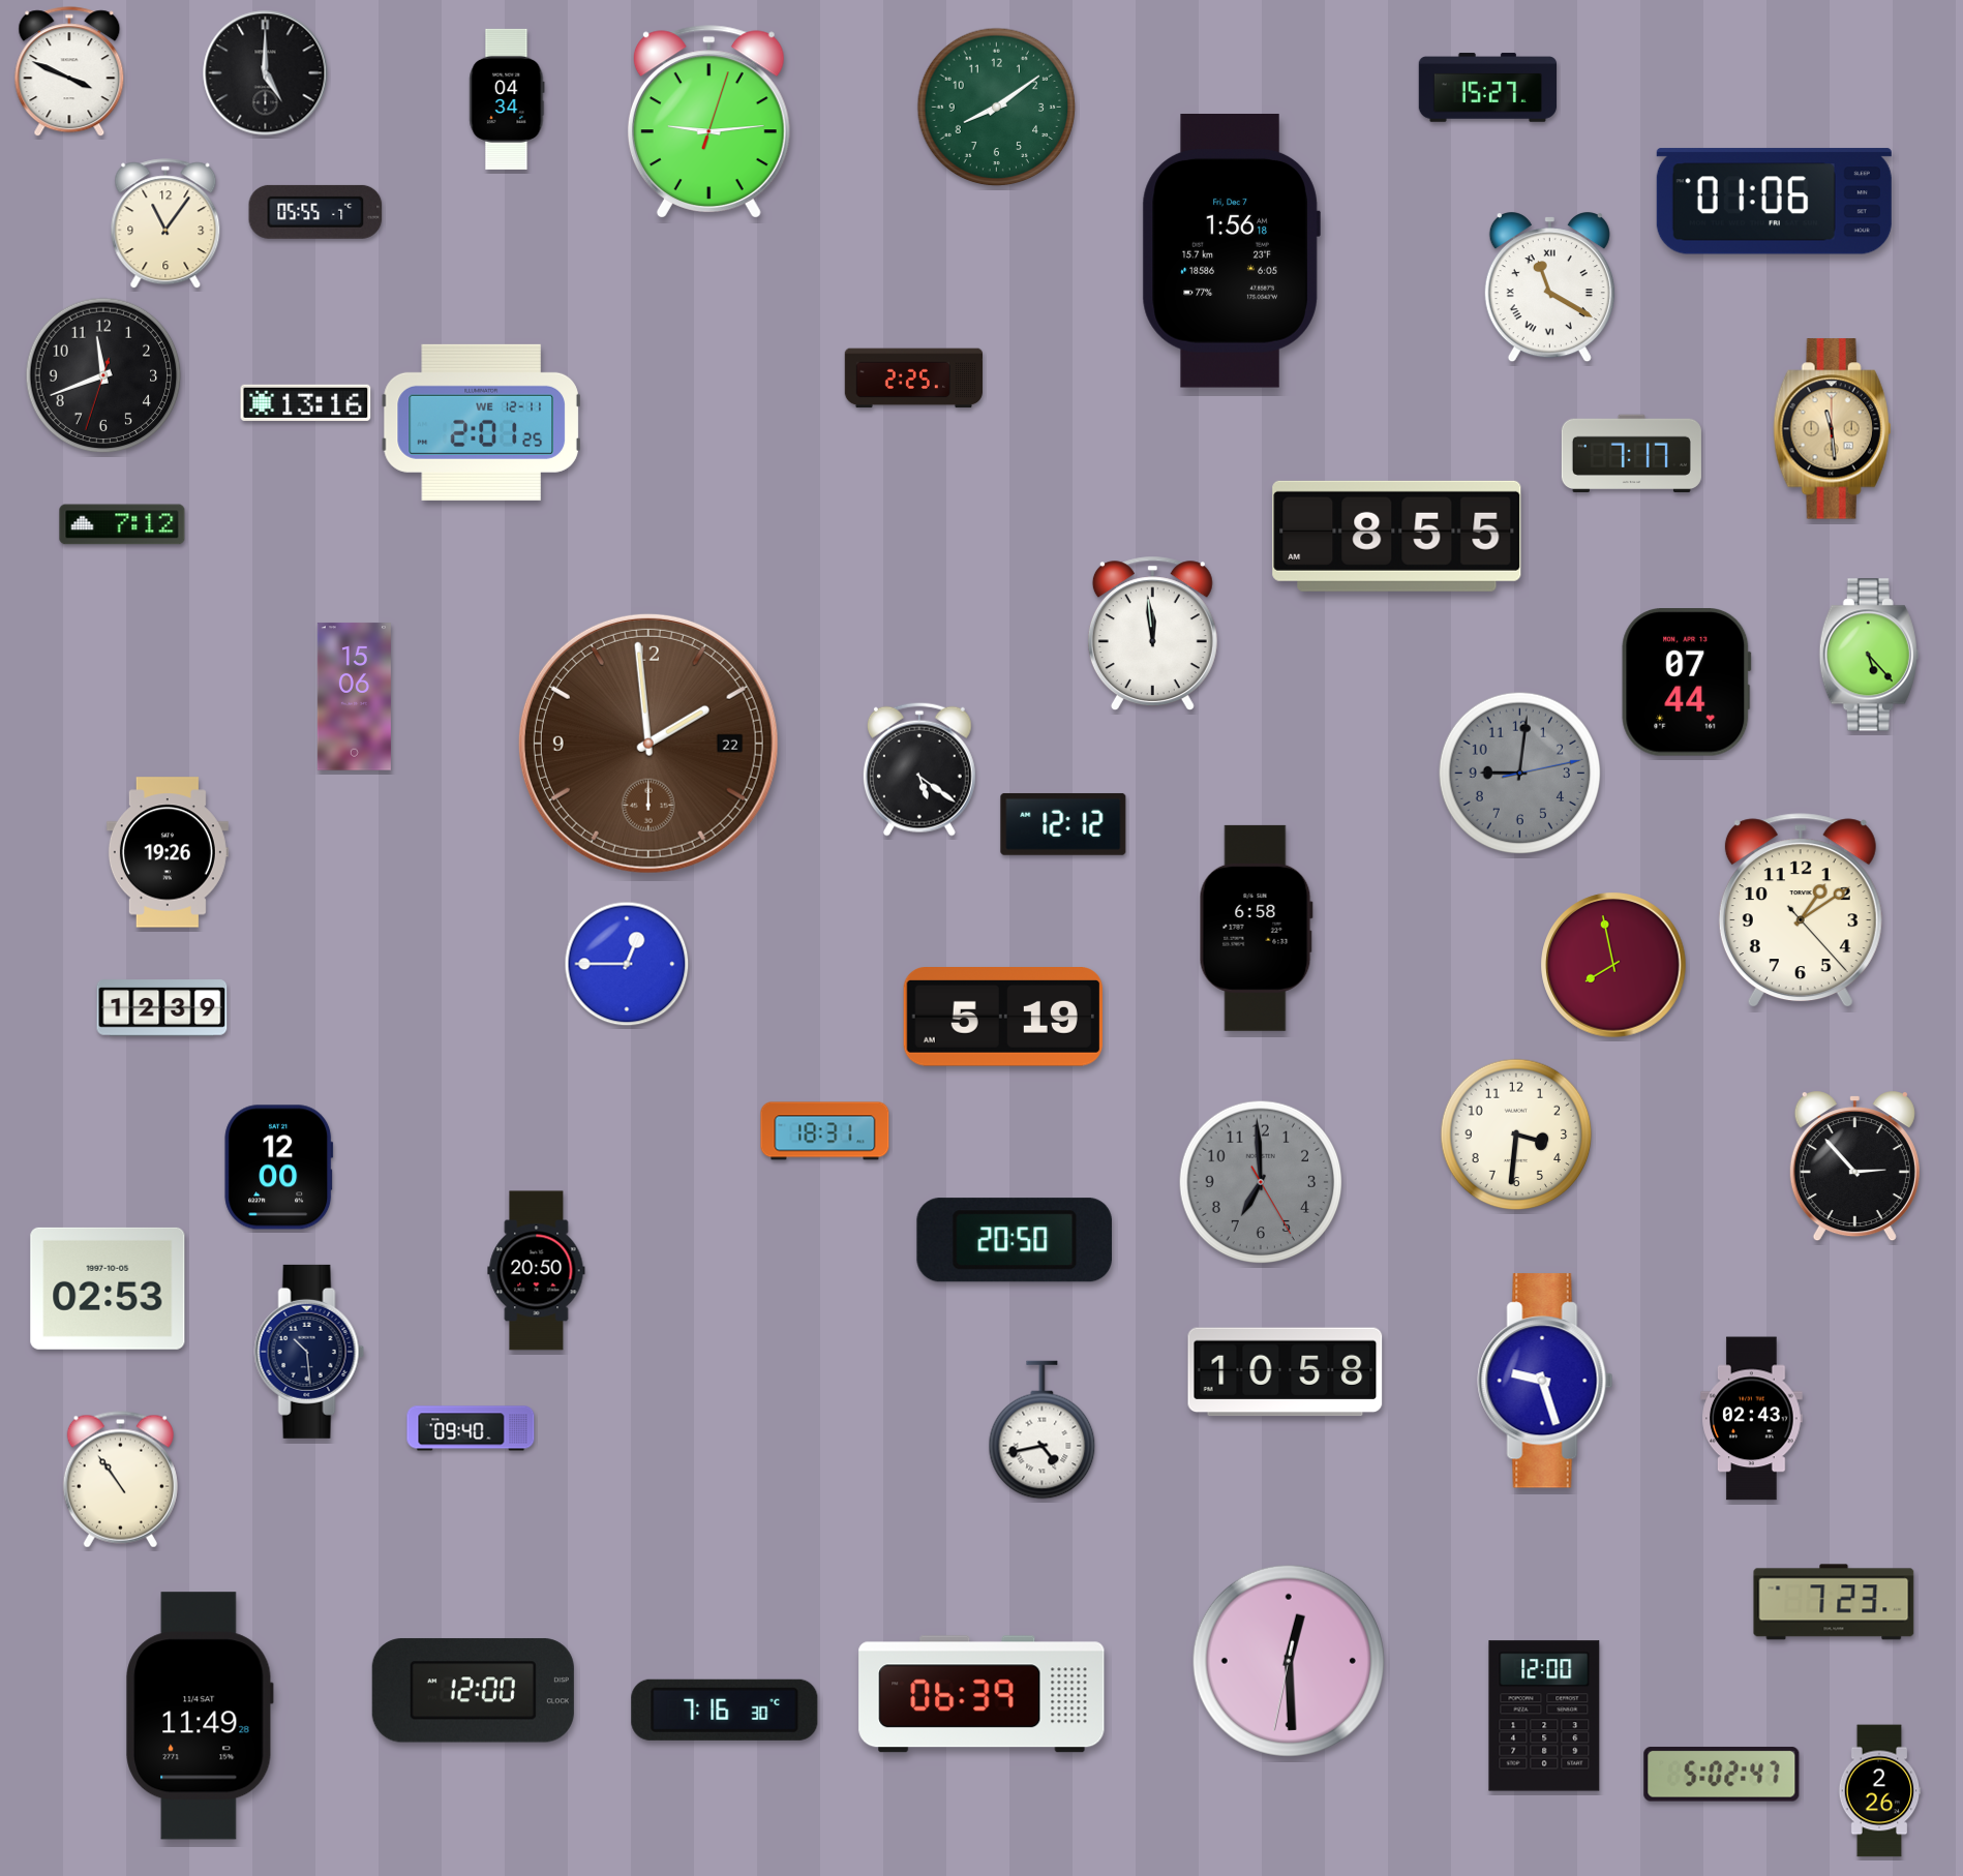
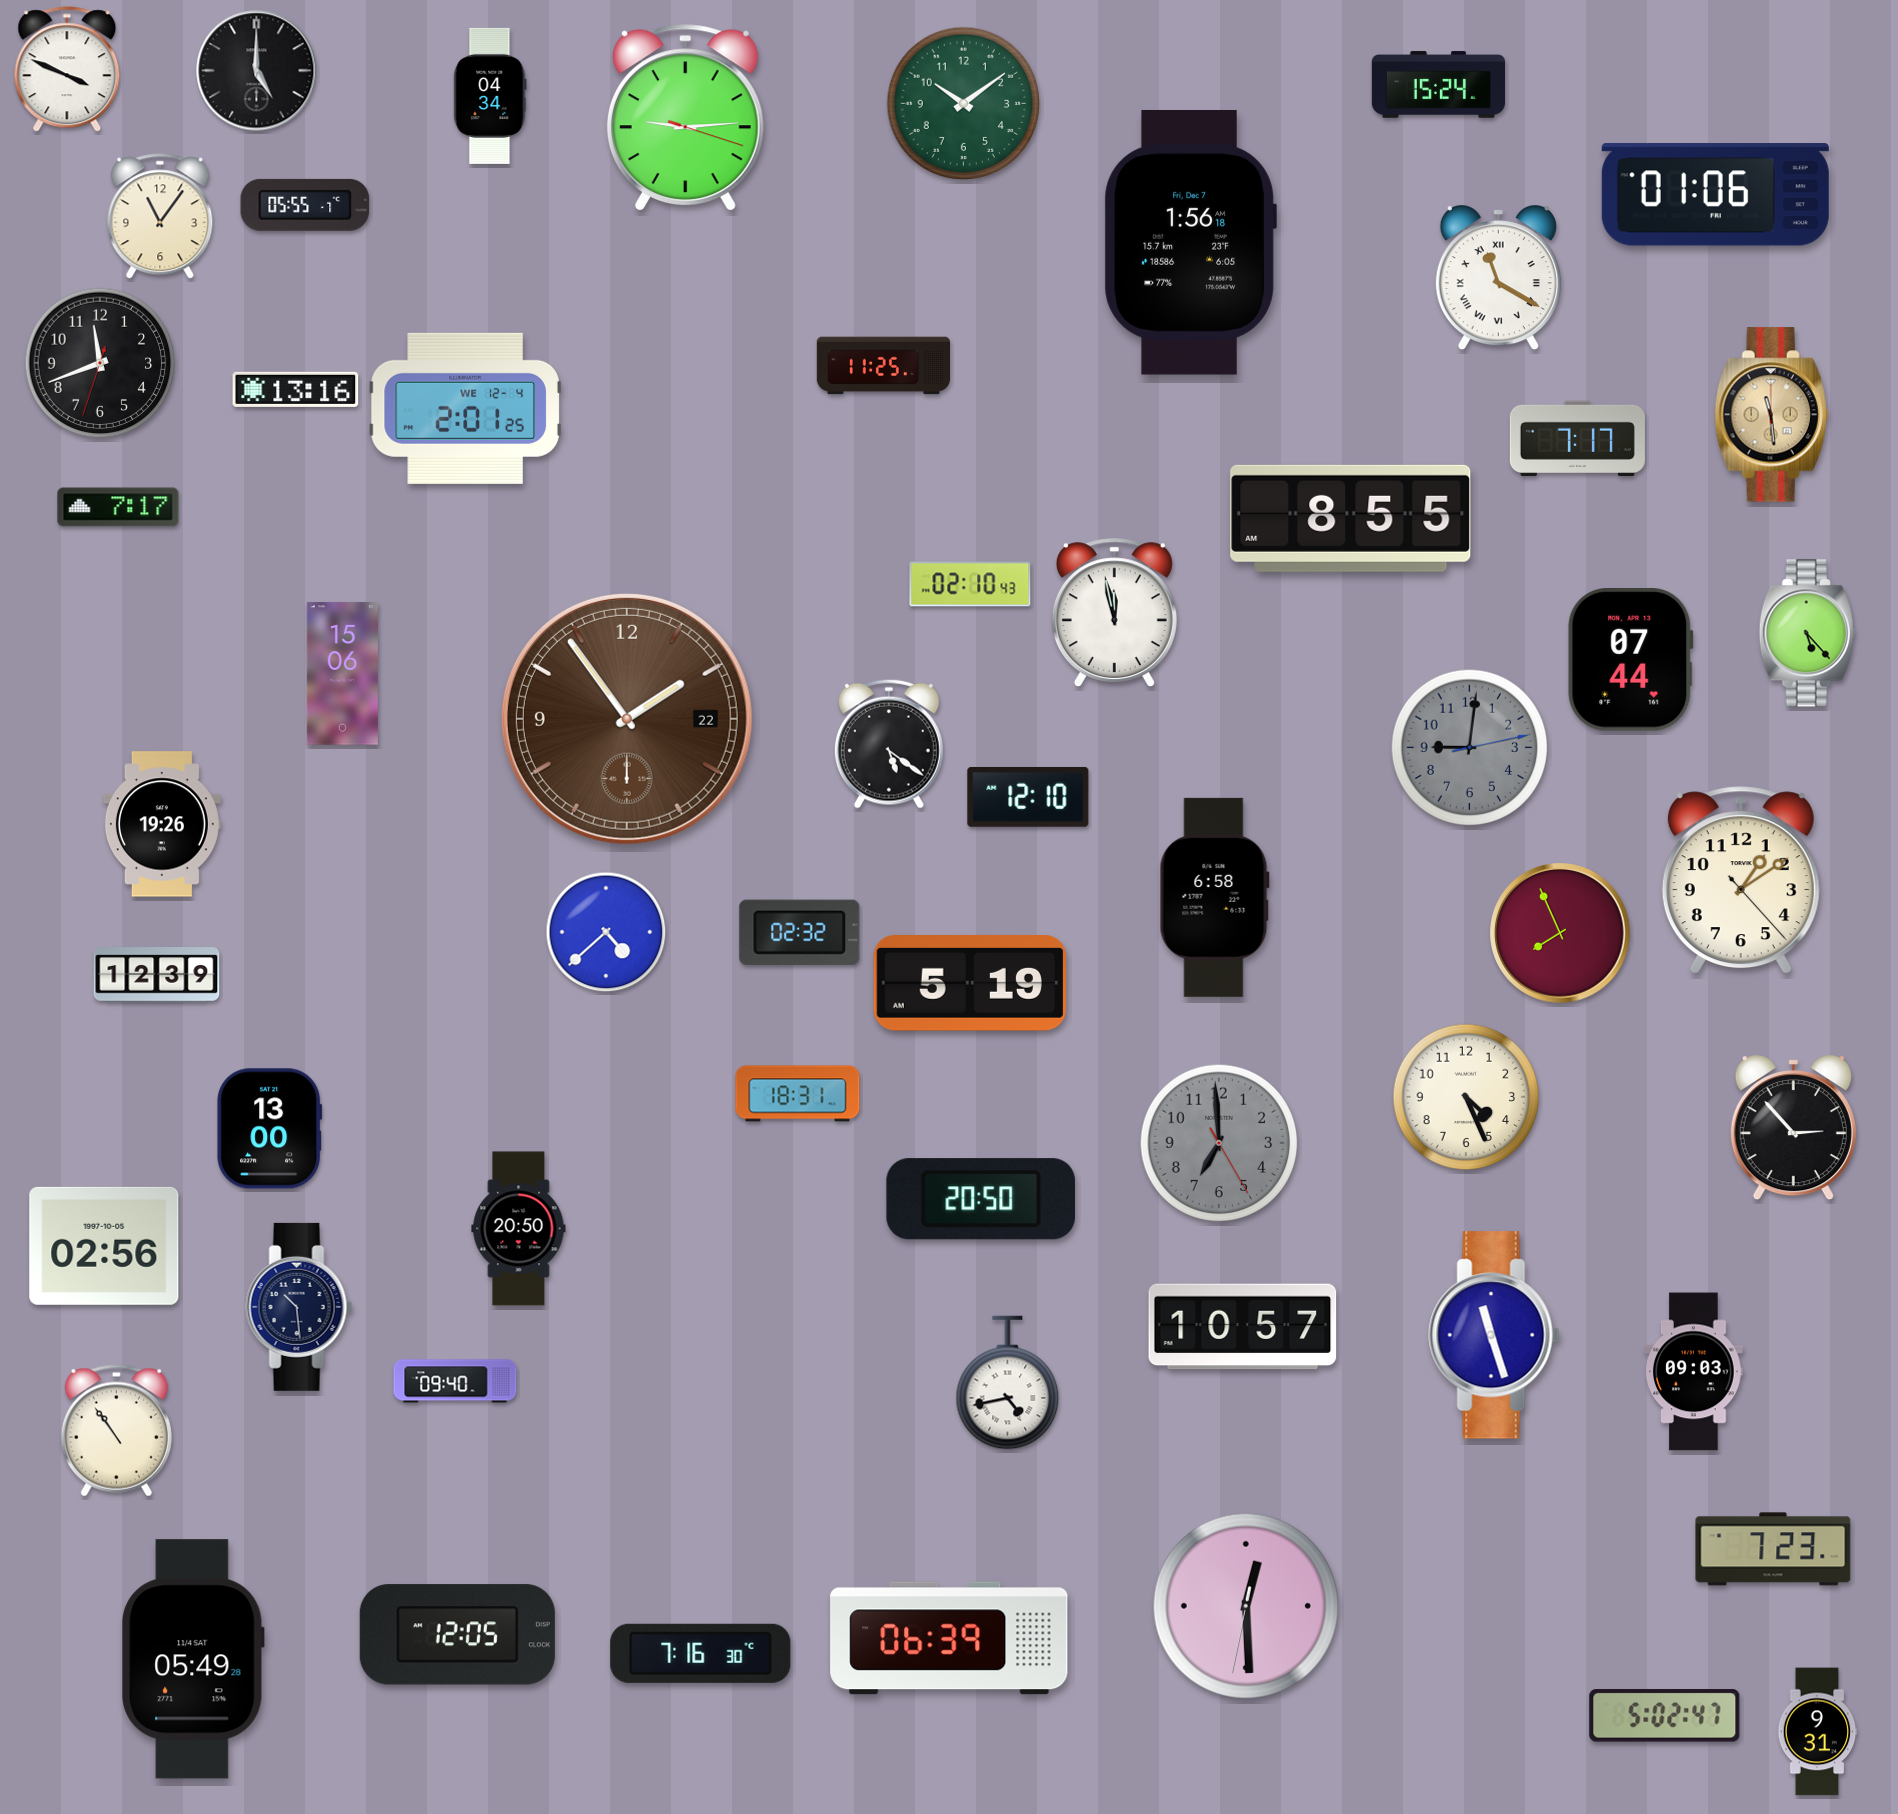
clock at (1487, 88): 15:27 -> 15:24
clock at (997, 108): 8:09 -> 10:09
clock at (708, 122): 9:14:03 -> 9:14:18
clock at (913, 379): 2:25 -> 11:25
clock at (481, 422) date: WE 12-11 -> WE 12-4
clock at (122, 524): 7:12 -> 7:17
clock at (970, 584): none -> 02:10
clock at (1152, 634): 11:59 -> 11:58
clock at (648, 744): 1:59 -> 1:54
clock at (1063, 824): 12:12 -> 12:10
clock at (627, 964): 12:45 -> 4:38
clock at (800, 932): none -> 02:32
clock at (1613, 965): 7:58 -> 7:56
clock at (1516, 1134): 3:31 -> 4:26
clock at (279, 1168): 12:00 -> 13:00
clock at (108, 1289): 02:53 -> 02:56
clock at (1286, 1372): 10:58 -> 10:57
clock at (1545, 1381): 9:27 -> 11:27
clock at (1752, 1419): 02:43 -> 09:03
clock at (473, 1691): 12:00 -> 12:05
clock at (200, 1716): 11:49 -> 05:49
clock at (1544, 1716): 12:00 -> none
clock at (1879, 1791): 2:26 -> 9:31
